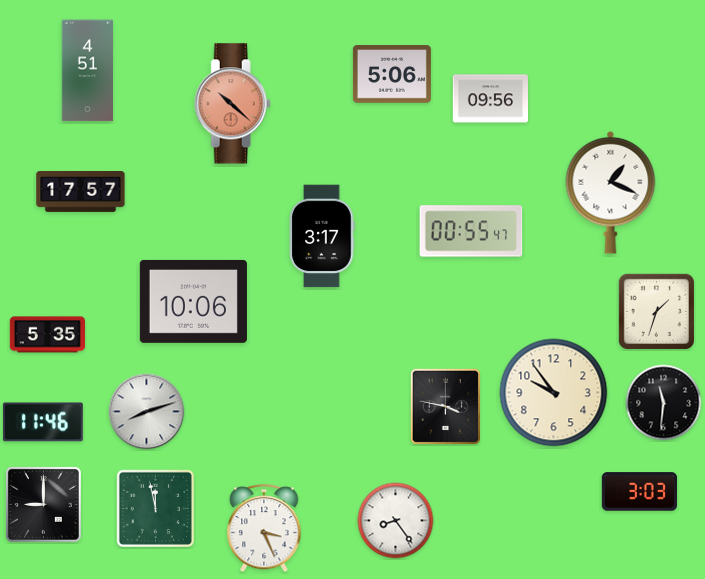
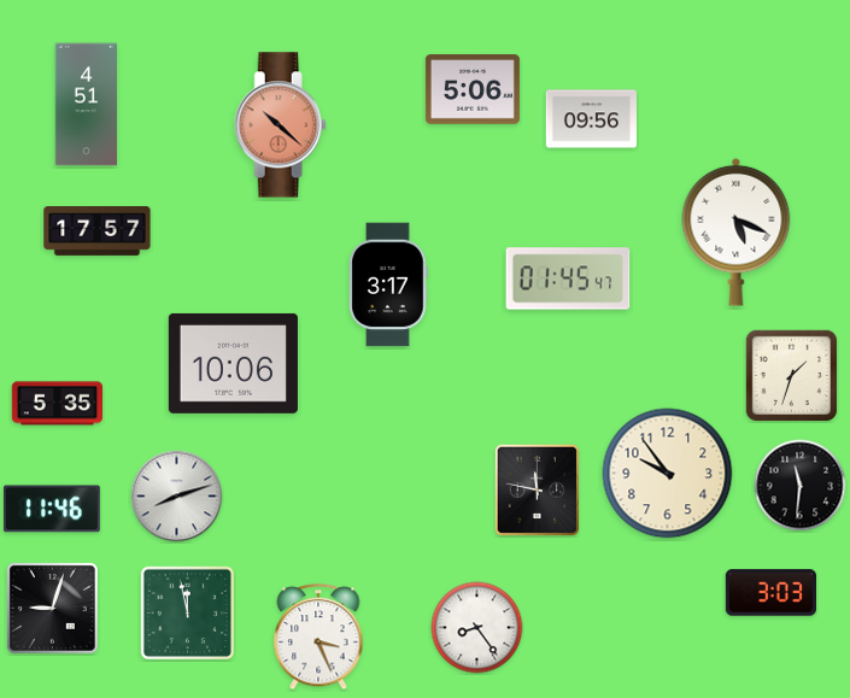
clock at (87, 71) position: (87, 71) -> (86, 105)
clock at (611, 192): 1:19 -> 5:19
clock at (471, 231): 00:55 -> 01:45
clock at (446, 407): 3:47 -> 11:47
clock at (43, 504): 9:00 -> 9:03
